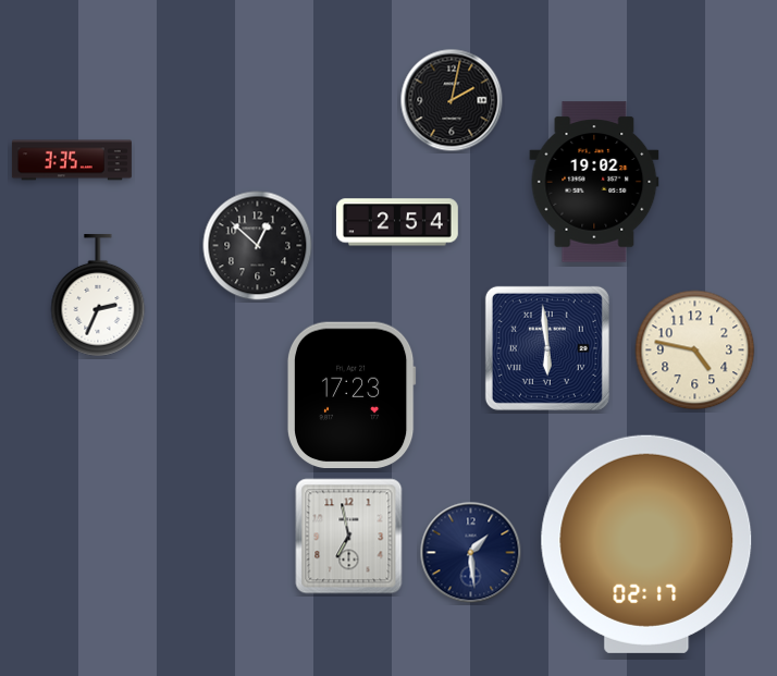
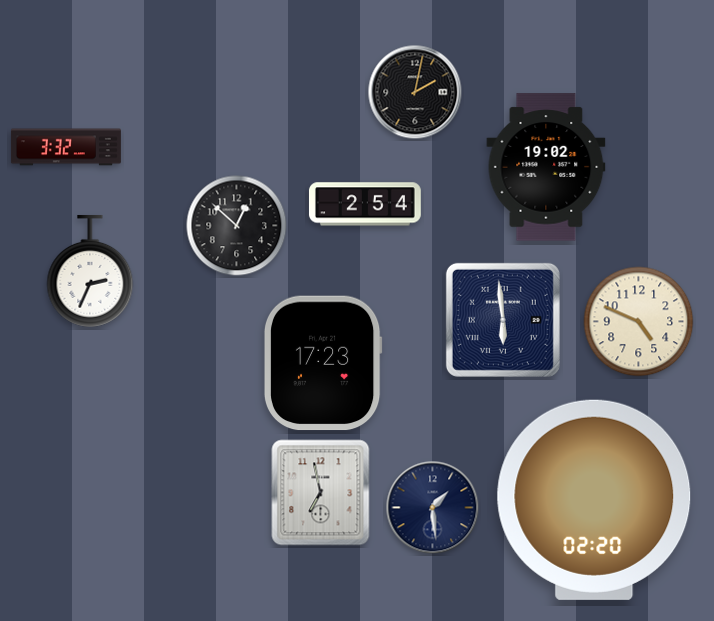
clock at (72, 160): 3:35 -> 3:32
clock at (695, 351): 4:47 -> 4:49
clock at (646, 544): 02:17 -> 02:20
